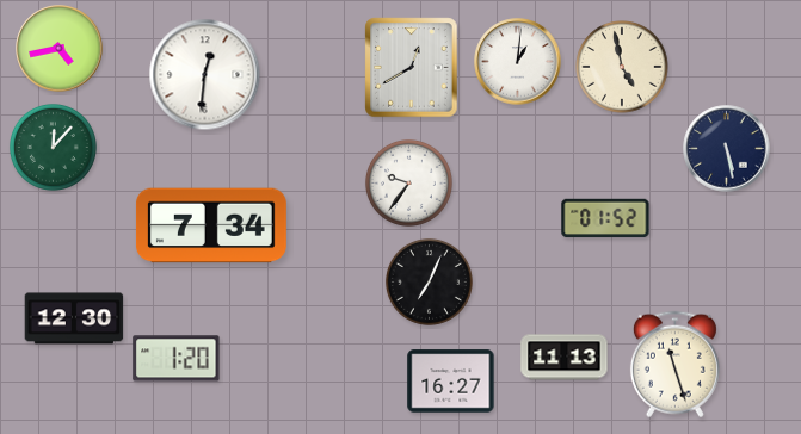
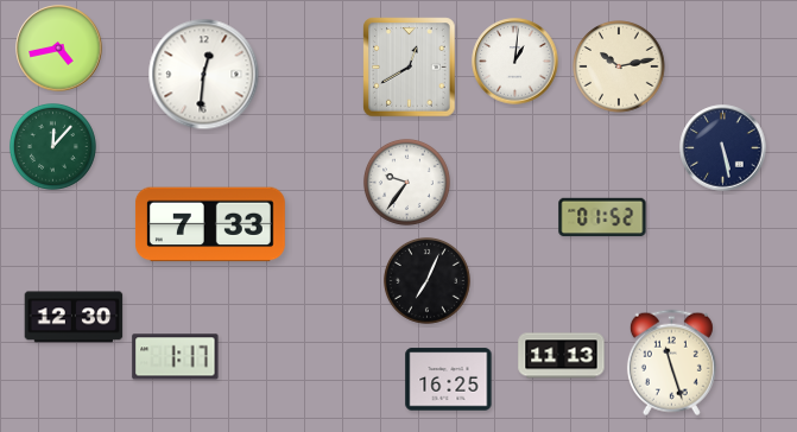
clock at (622, 67): 4:58 -> 10:13
clock at (211, 225): 7:34 -> 7:33
clock at (177, 359): 1:20 -> 1:17
clock at (451, 382): 16:27 -> 16:25
